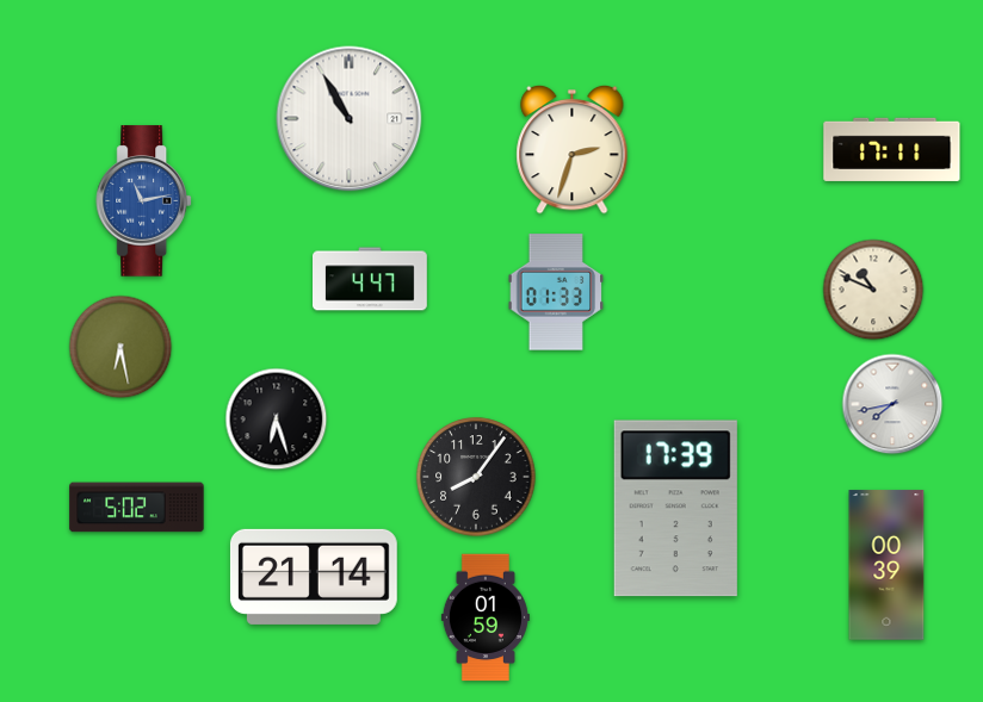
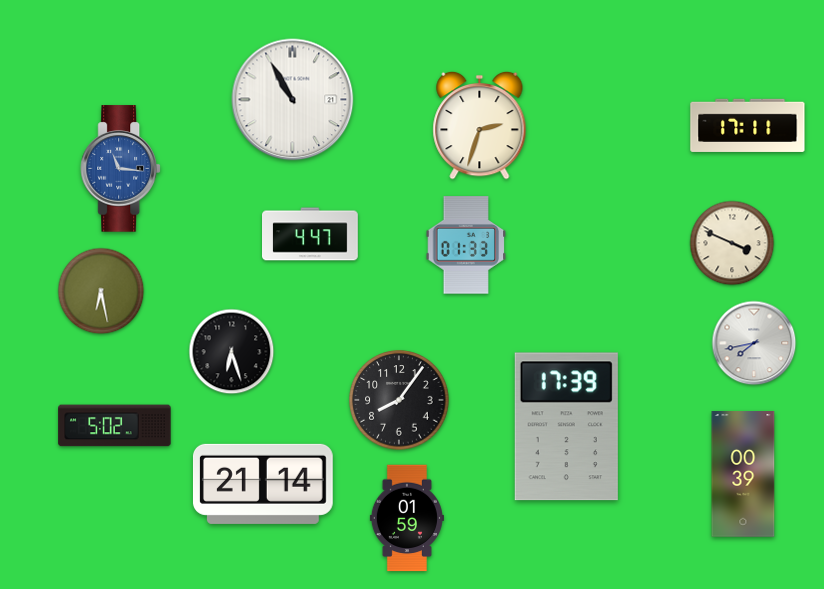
clock at (143, 201): 11:13 -> 11:16
clock at (873, 290): 10:49 -> 3:49
clock at (892, 404) position: (892, 404) -> (754, 343)
